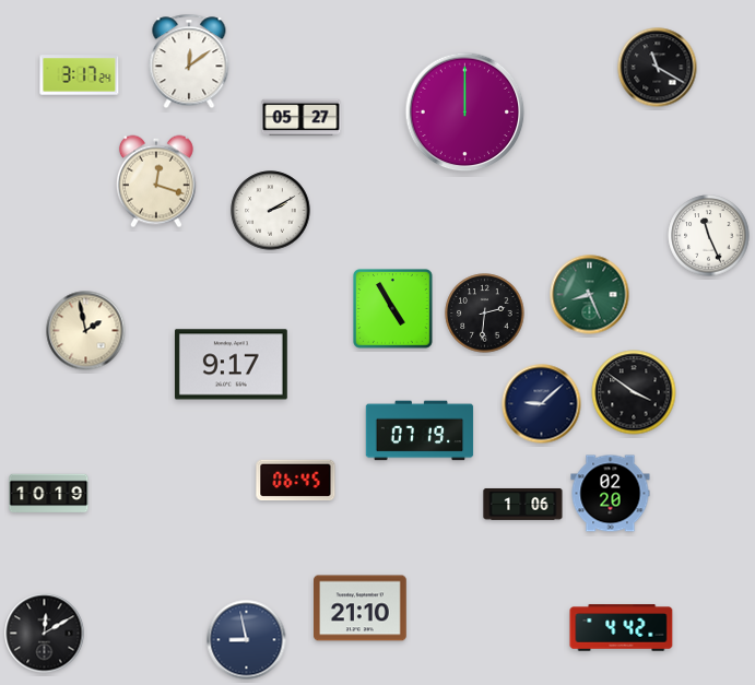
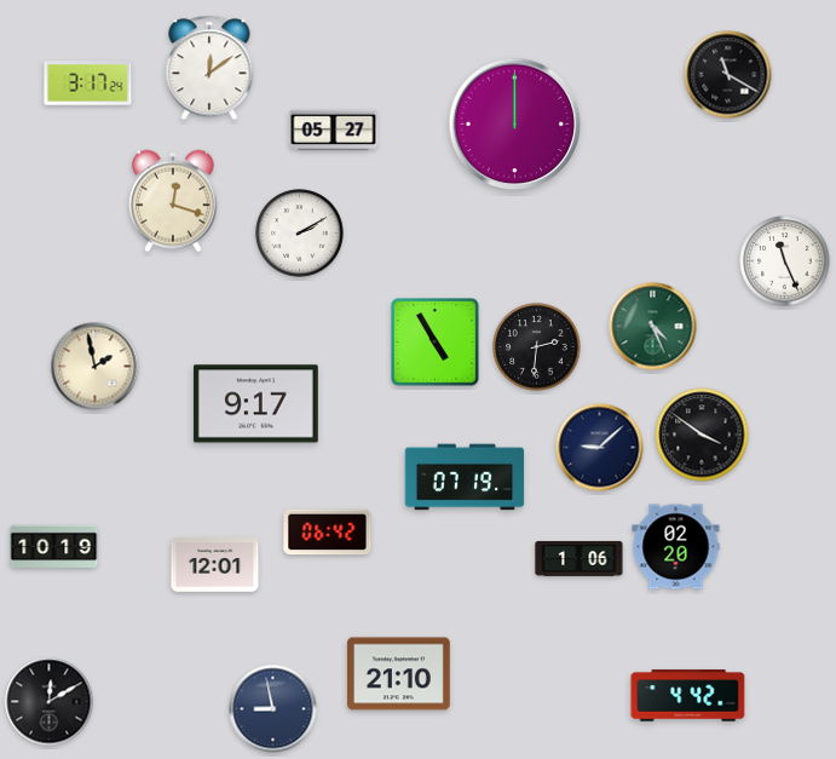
clock at (590, 295): 8:26 -> 4:26
clock at (296, 481): 06:45 -> 06:42
clock at (215, 565): none -> 12:01
